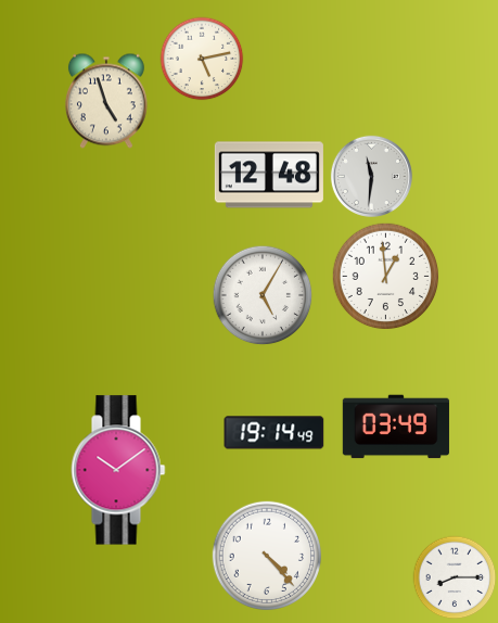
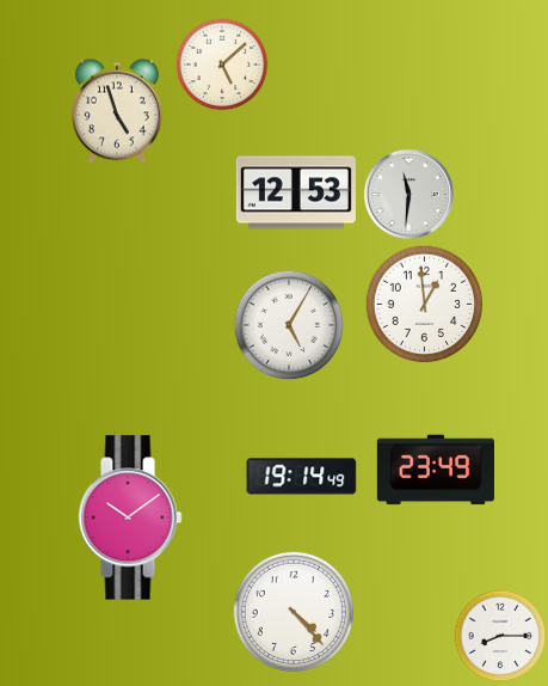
clock at (202, 59): 5:13 -> 5:08
clock at (269, 175): 12:48 -> 12:53
clock at (396, 427): 03:49 -> 23:49
